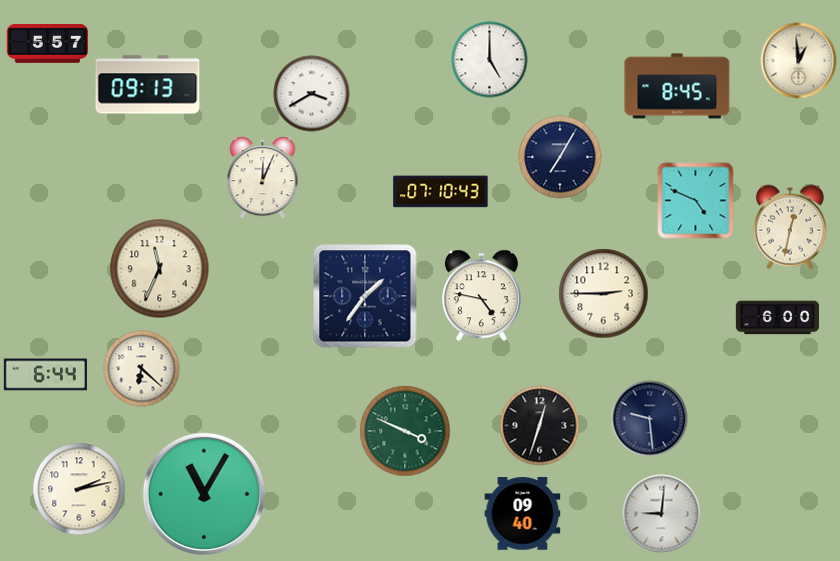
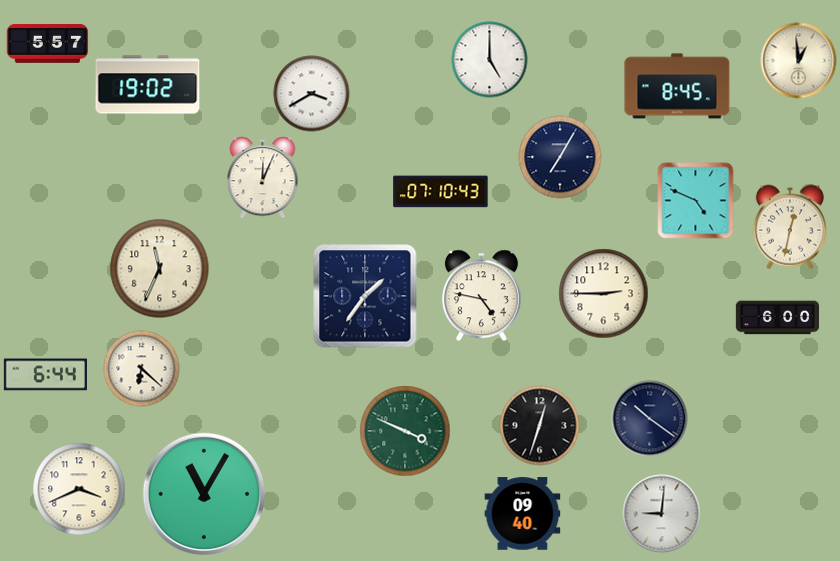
clock at (148, 85): 09:13 -> 19:02
clock at (650, 419): 9:29 -> 10:21
clock at (79, 489): 2:13 -> 3:41
